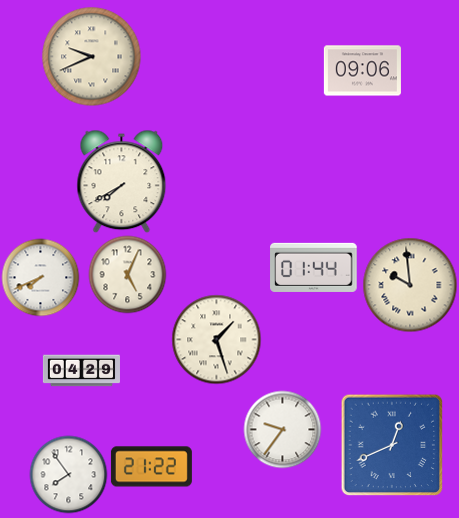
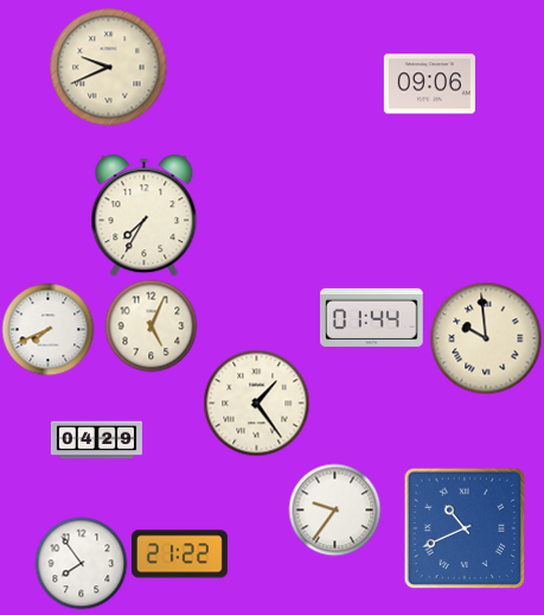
clock at (122, 181): 7:40 -> 7:35
clock at (216, 339): 1:27 -> 1:24
clock at (392, 445): 12:41 -> 10:41
